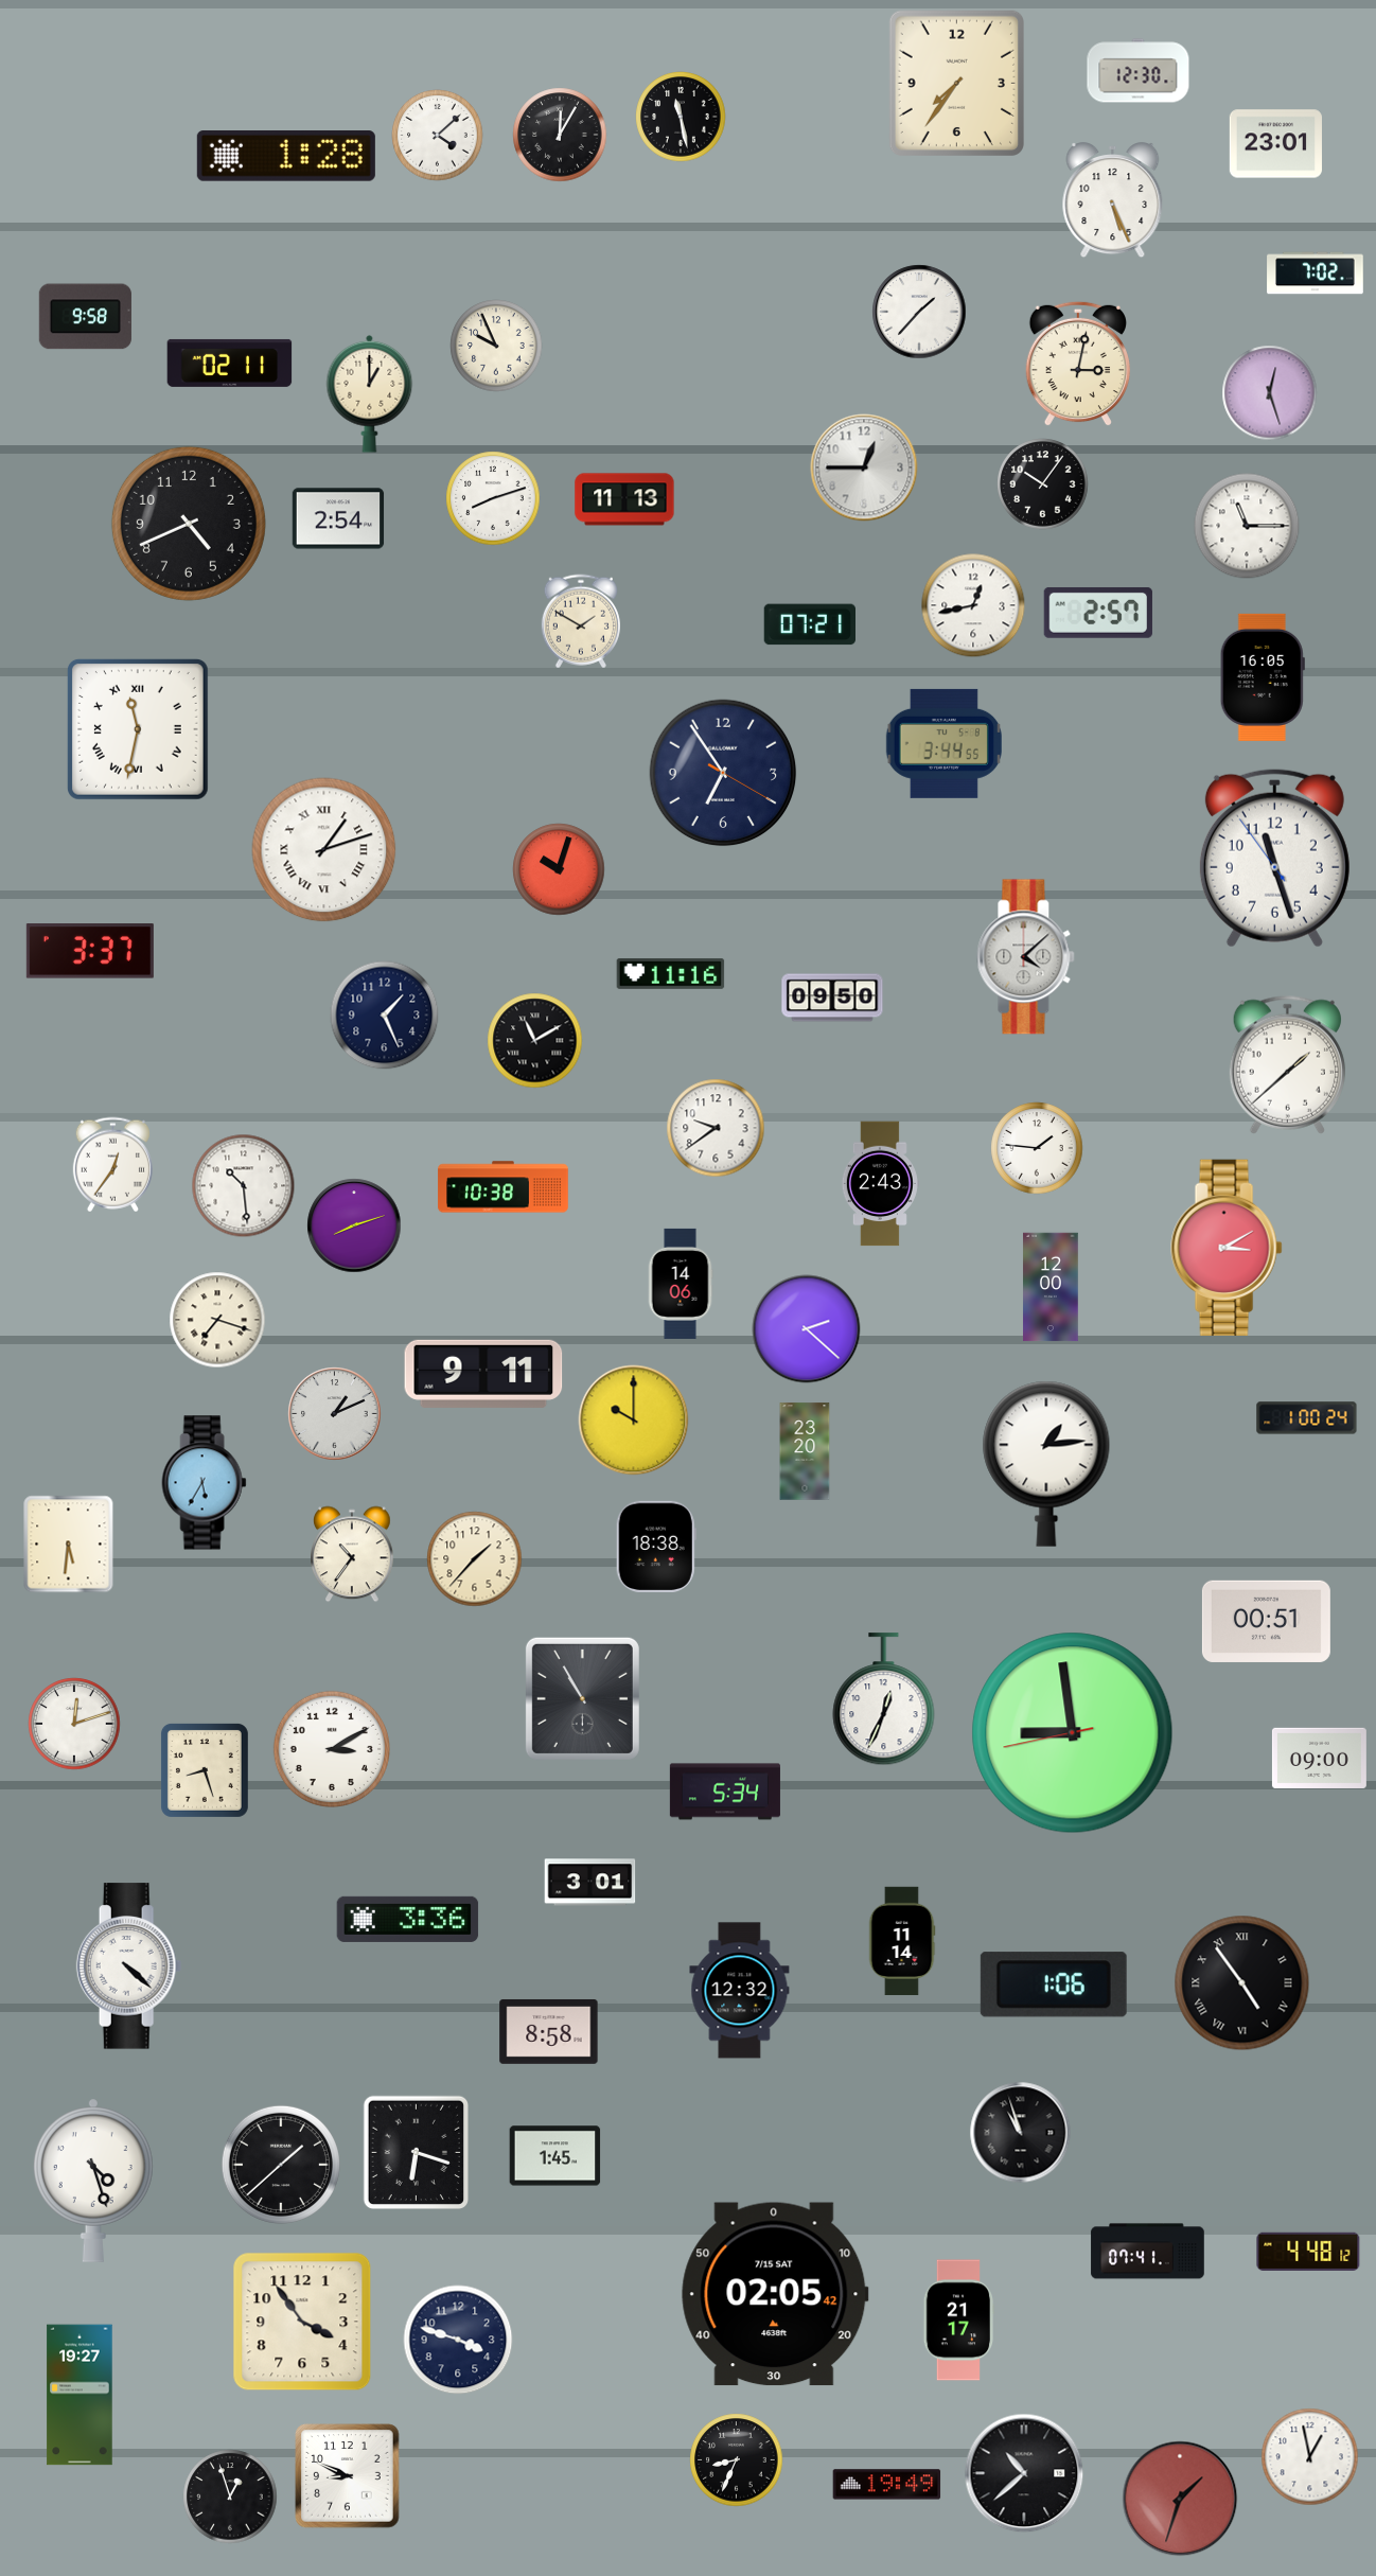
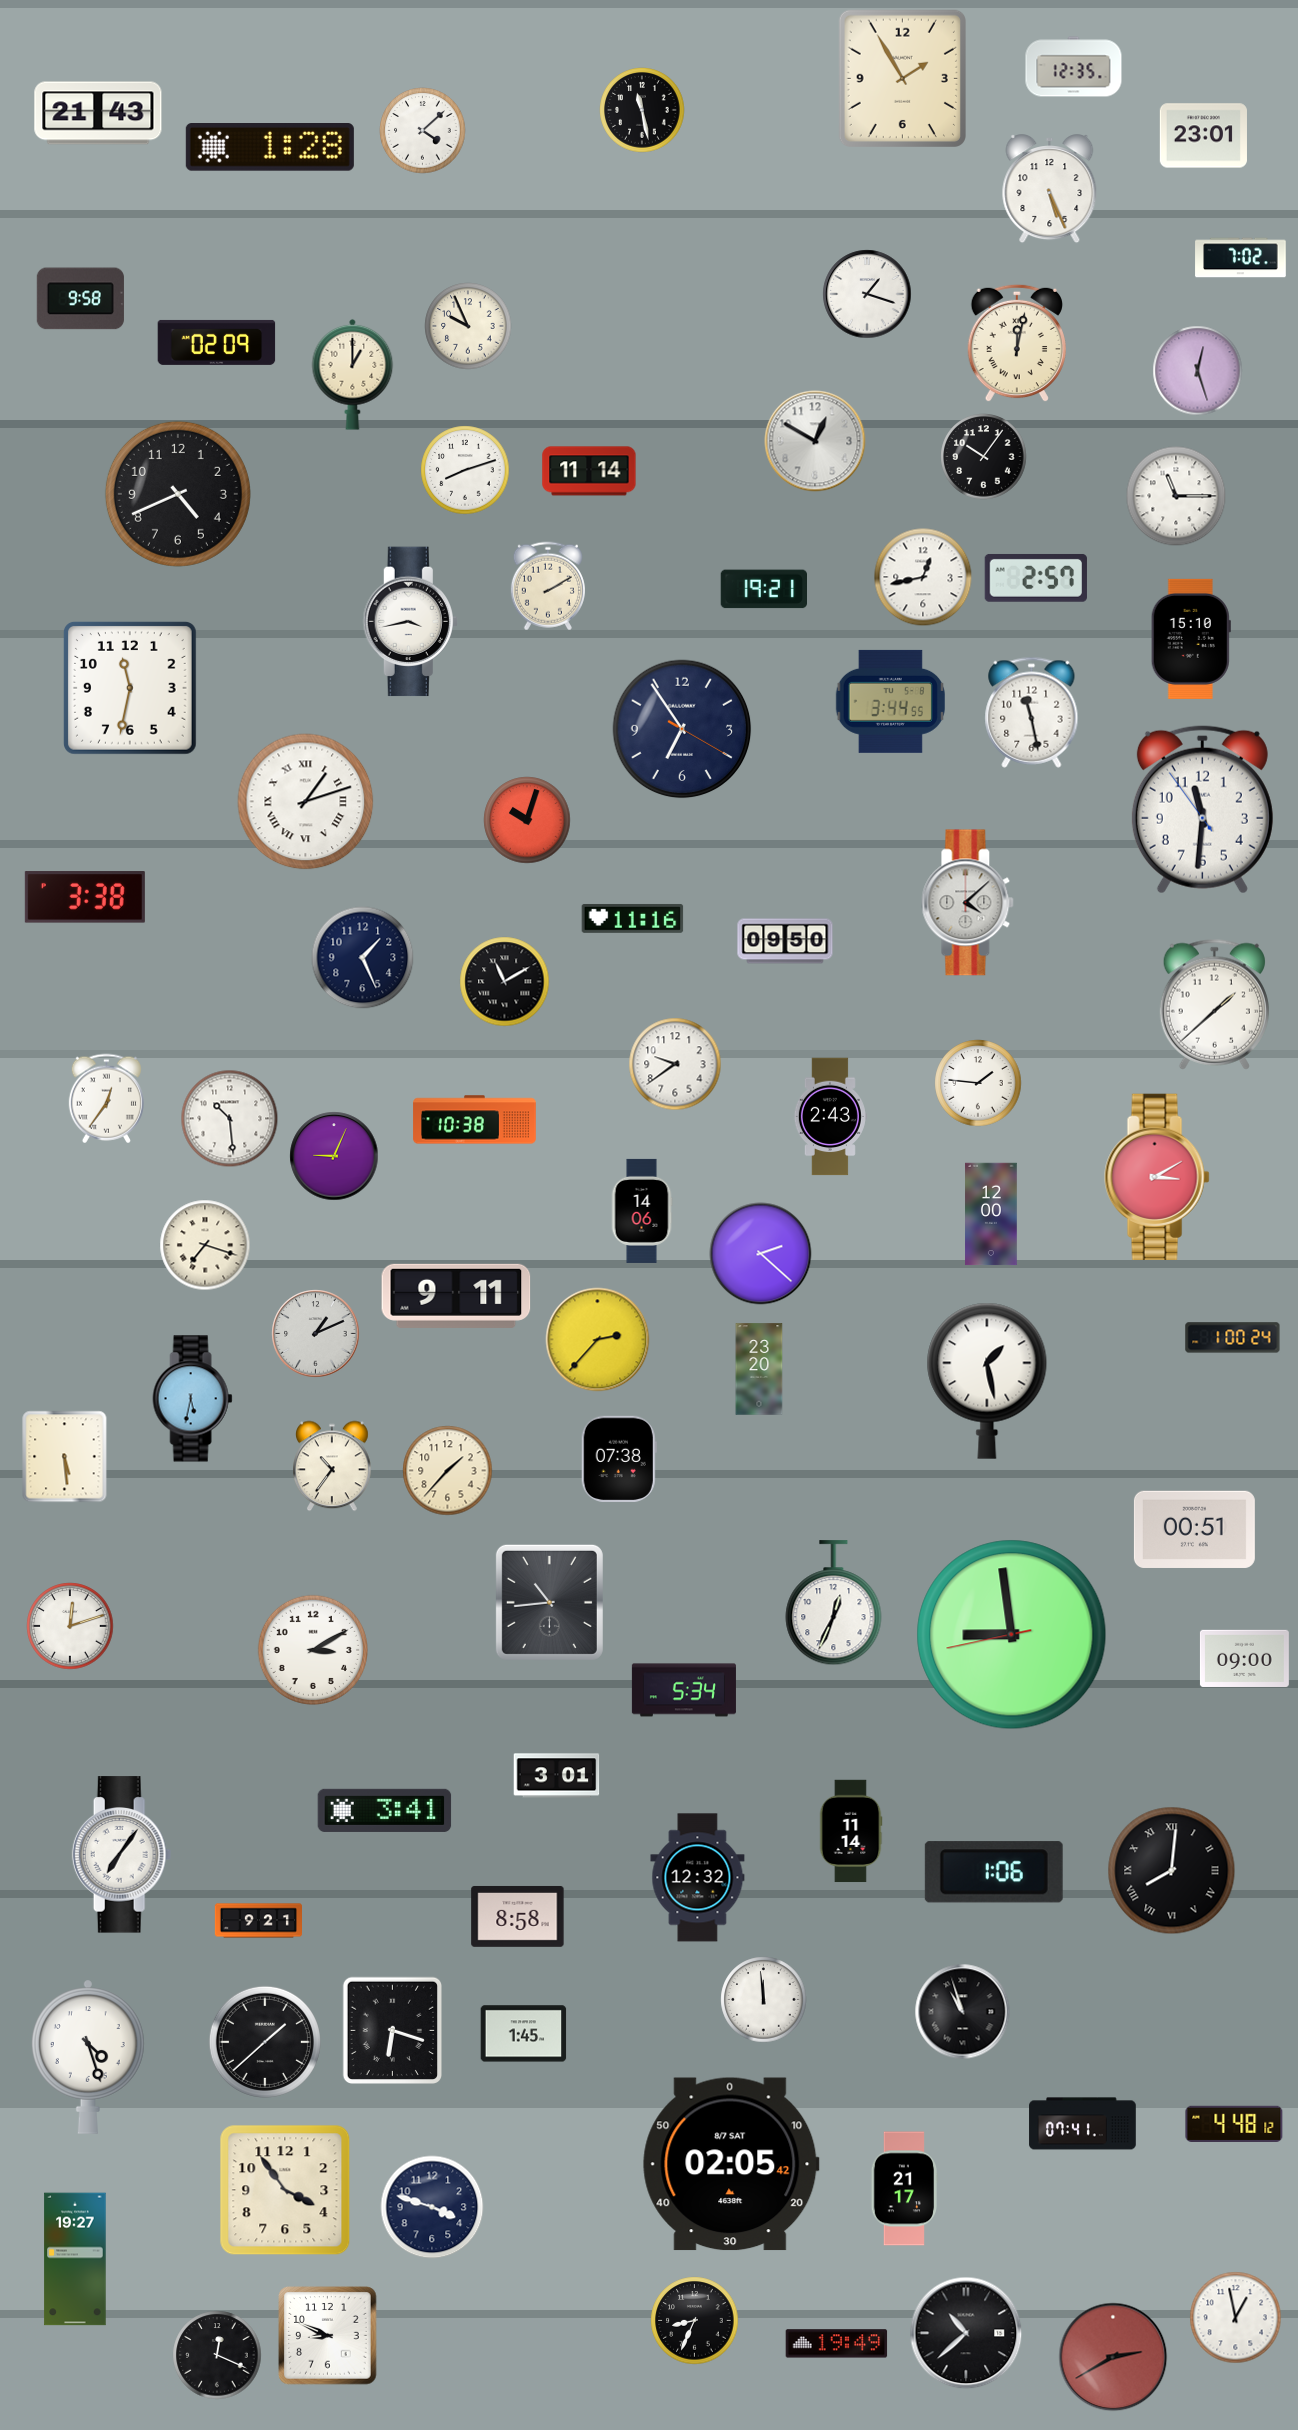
clock at (1139, 71): 12:30 -> 12:35
clock at (956, 83): 7:36 -> 1:55
clock at (98, 113): none -> 21:43
clock at (560, 135): 12:05 -> none
clock at (438, 136) position: (438, 136) -> (423, 131)
clock at (919, 312): 1:37 -> 1:18
clock at (230, 363): 02:11 -> 02:09
clock at (1078, 364): 3:02 -> 12:02
clock at (370, 393) position: (370, 393) -> (353, 374)
clock at (864, 467): 12:45 -> 12:50
clock at (624, 499): 11:13 -> 11:14
clock at (338, 518): 2:54 -> none
clock at (973, 605) position: (973, 605) -> (923, 577)
clock at (581, 621): 1:50 -> 2:10
clock at (809, 624): 07:21 -> 19:21
clock at (410, 622): none -> 3:43
clock at (1263, 677): 16:05 -> 15:10
clock at (138, 729) numerals: Roman -> Arabic
clock at (1032, 712): none -> 11:28
clock at (1274, 859): 11:26 -> 11:30
clock at (90, 951): 3:37 -> 3:38
clock at (354, 1225): 8:12 -> 9:04
clock at (634, 1421): 10:00 -> 2:37
clock at (1046, 1464): 1:14 -> 1:28
clock at (205, 1483): 5:35 -> 5:32
clock at (69, 1545): 5:31 -> 5:29
clock at (656, 1546): 18:38 -> 07:38
clock at (582, 1698): 10:55 -> 10:44
clock at (205, 1770): 8:27 -> none
clock at (408, 1919): 3:36 -> 3:41
clock at (129, 1966): 4:22 -> 7:06
clock at (1242, 1983): 4:54 -> 8:01
clock at (258, 1921): none -> 9:21
clock at (764, 2000): none -> 11:59
clock at (775, 2294) date: 7/15 SAT -> 8/7 SAT
clock at (230, 2496): 12:57 -> 12:19
clock at (1180, 2499): 1:33 -> 2:40
